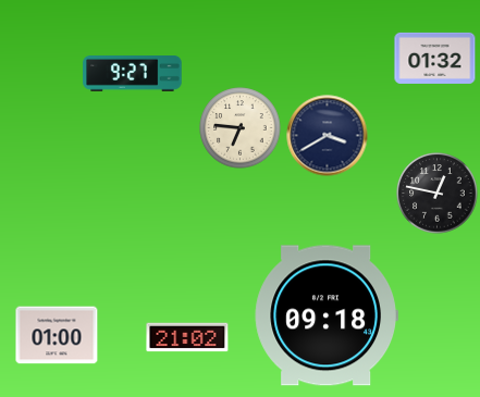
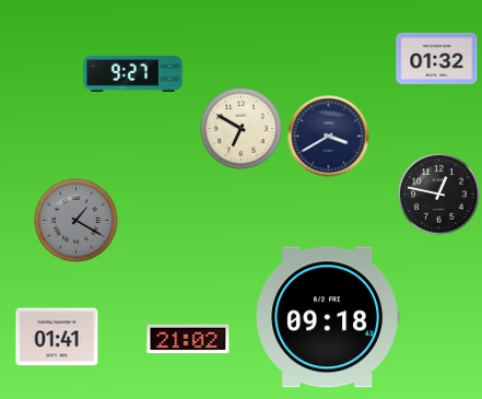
clock at (241, 128): 6:46 -> 6:50
clock at (77, 221): none -> 1:20
clock at (57, 335): 01:00 -> 01:41
